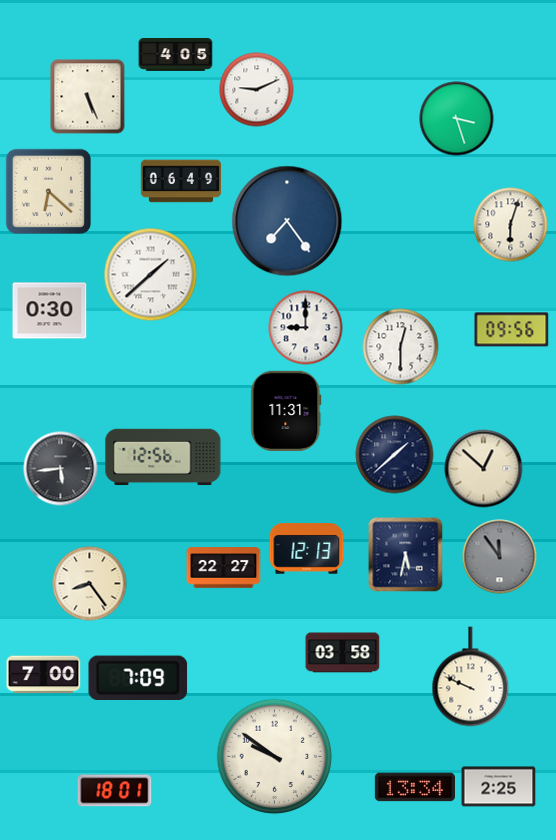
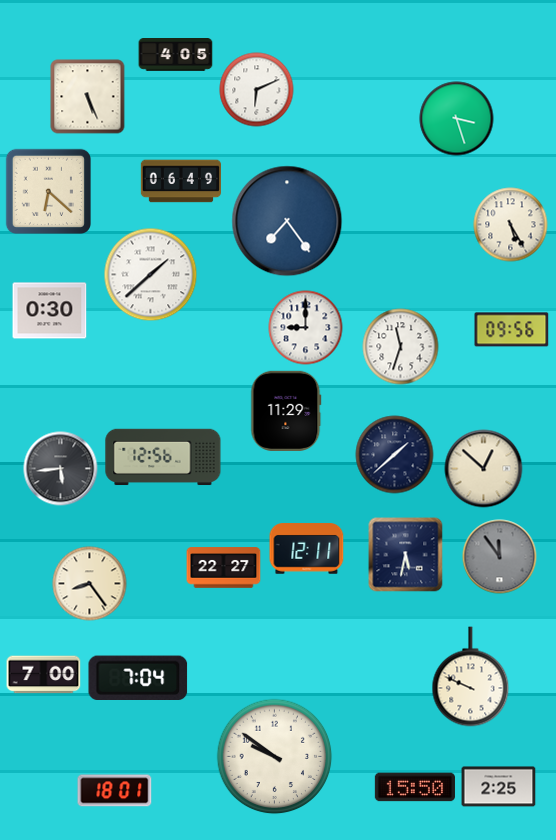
clock at (257, 90): 9:11 -> 6:11
clock at (511, 225): 6:03 -> 5:25
clock at (401, 347): 12:30 -> 11:33
clock at (286, 411): 11:31 -> 11:29
clock at (307, 549): 12:13 -> 12:11
clock at (343, 653): 03:58 -> none
clock at (138, 677): 7:09 -> 7:04
clock at (414, 787): 13:34 -> 15:50
